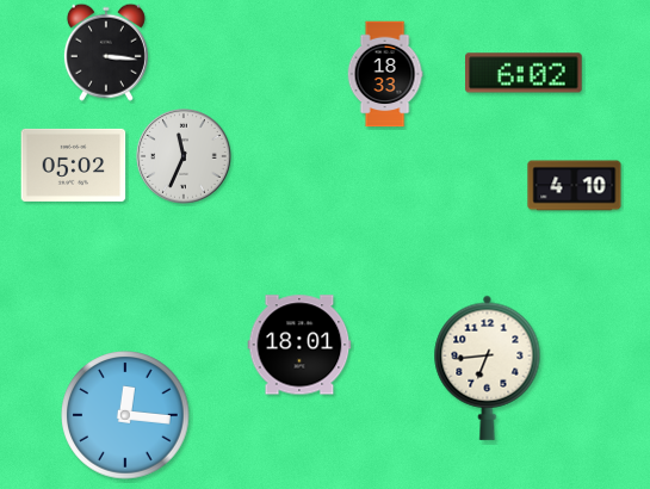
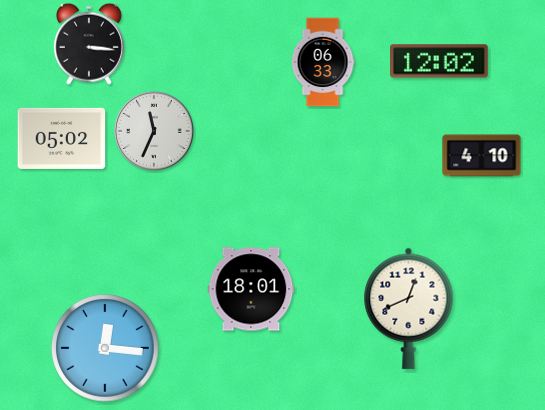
clock at (525, 73): 6:02 -> 12:02
clock at (385, 74): 18:33 -> 06:33
clock at (488, 367): 6:44 -> 12:41
